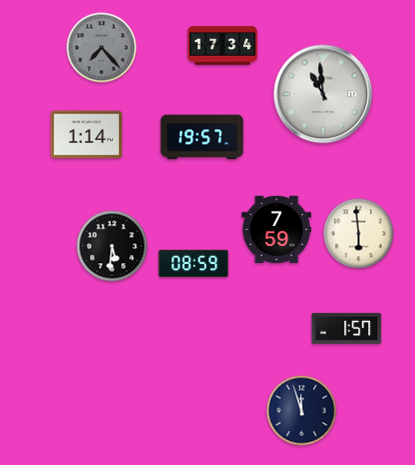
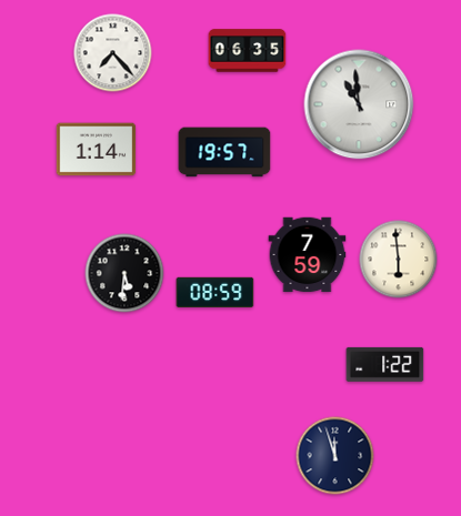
clock at (223, 46): 17:34 -> 06:35
clock at (102, 48) dial: grey -> white
clock at (347, 328): 1:57 -> 1:22
